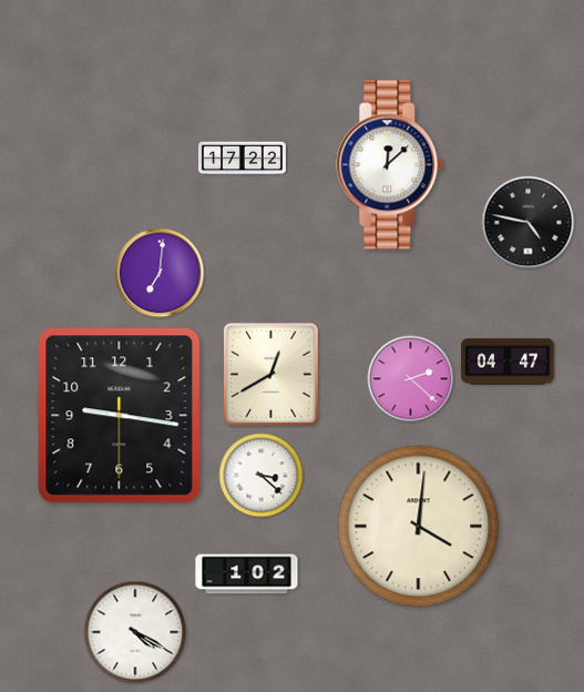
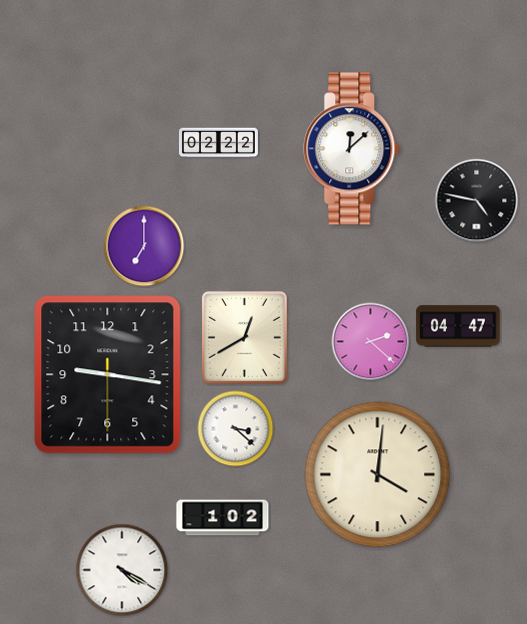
clock at (242, 159): 17:22 -> 02:22
clock at (160, 273): 7:01 -> 7:00
